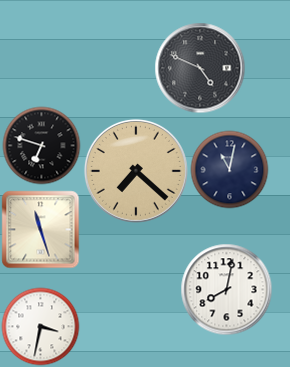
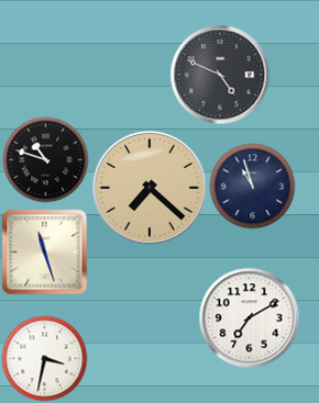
clock at (41, 145): 6:48 -> 10:48
clock at (229, 169): 11:02 -> 10:57
clock at (226, 289): 8:02 -> 7:10
